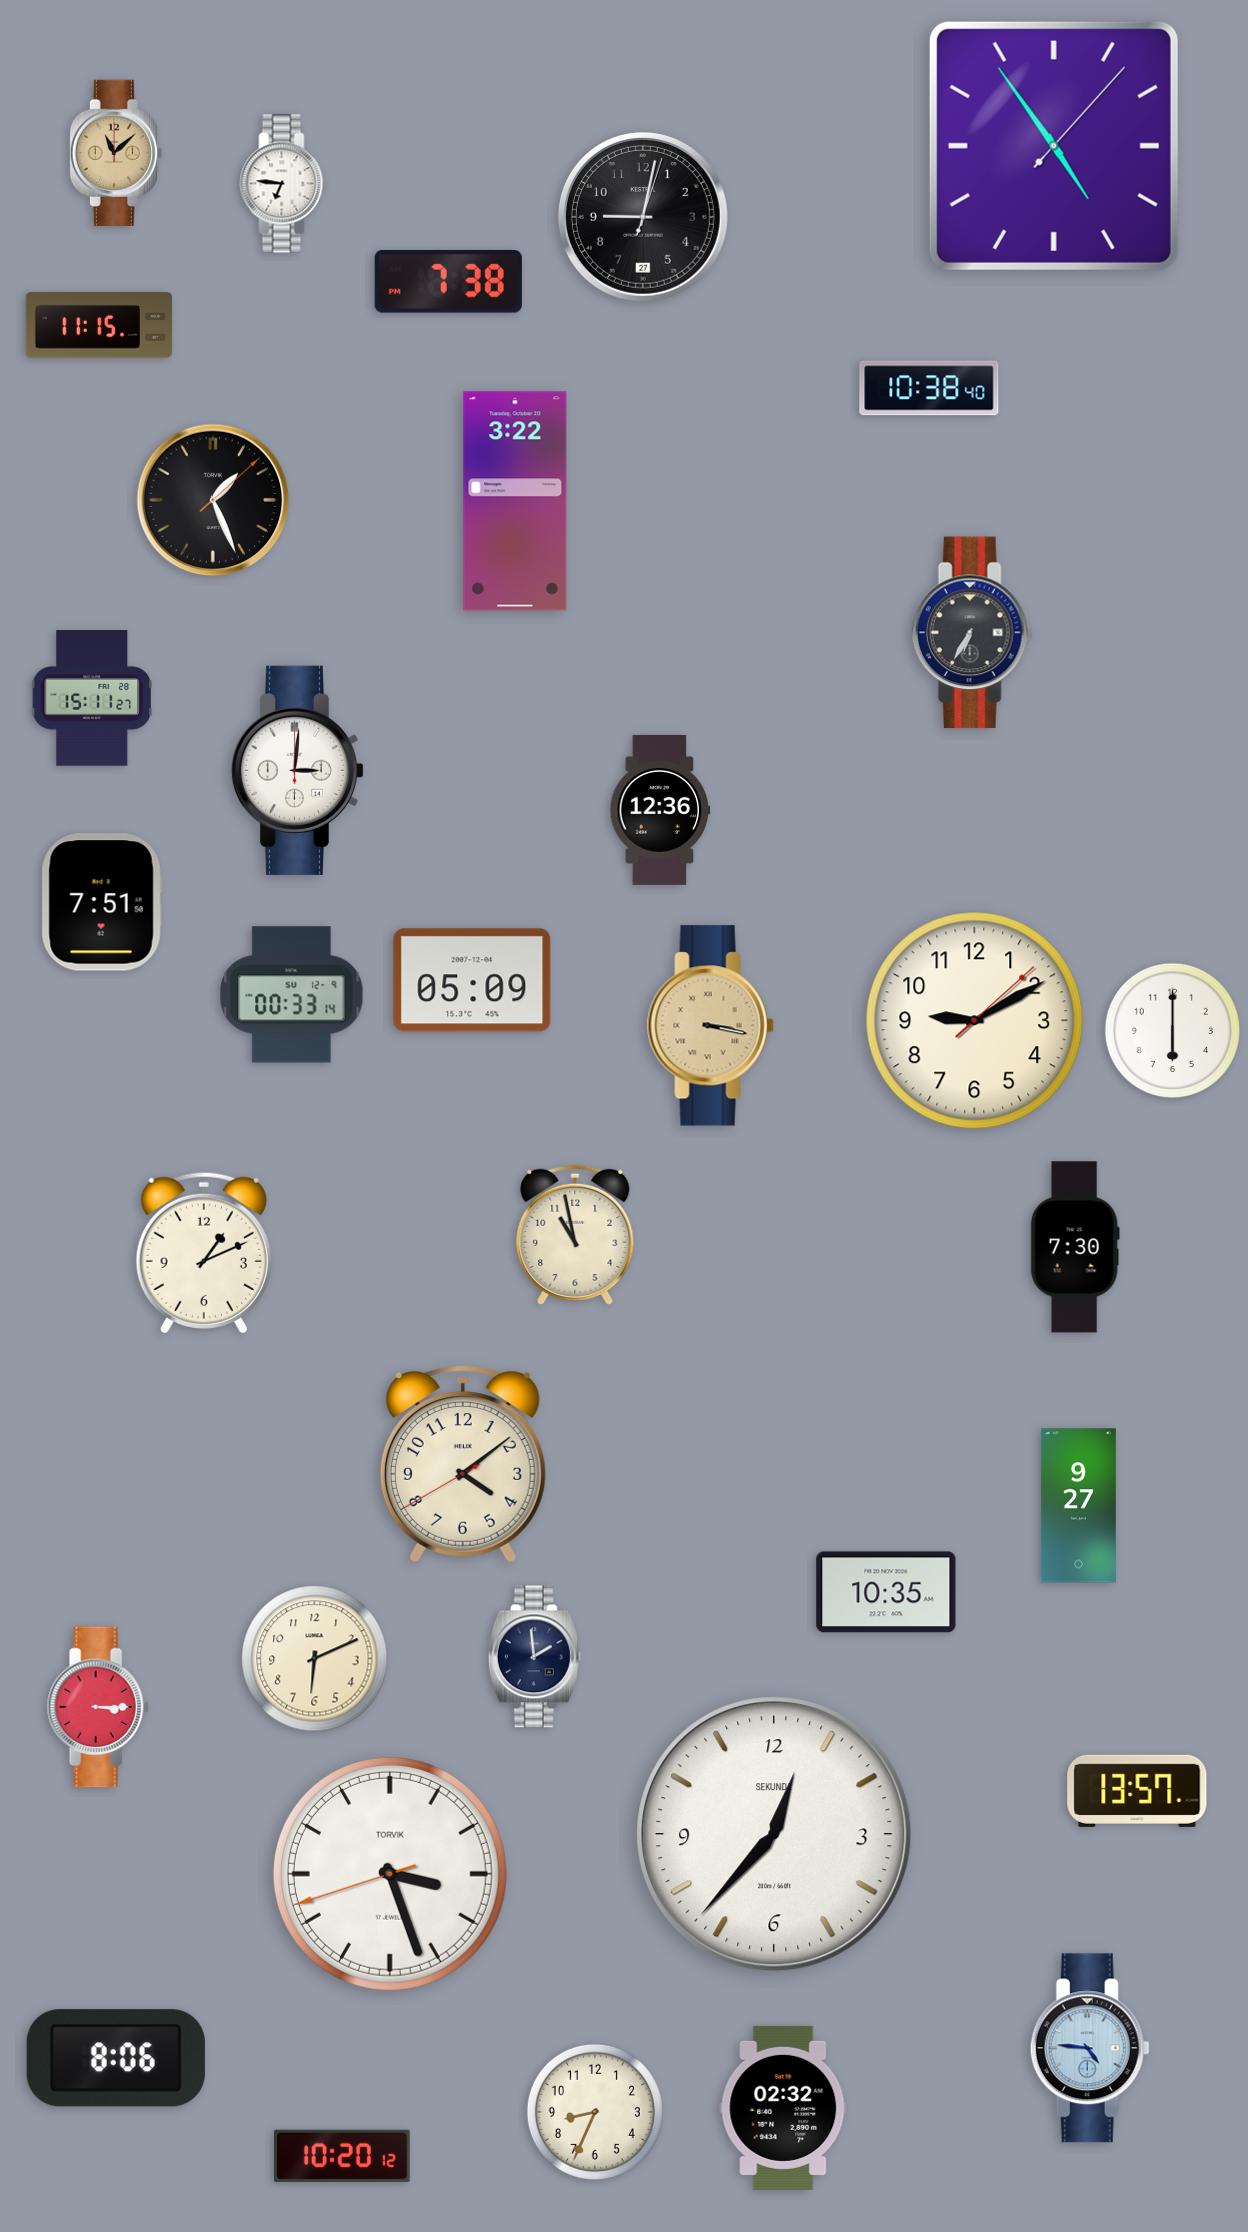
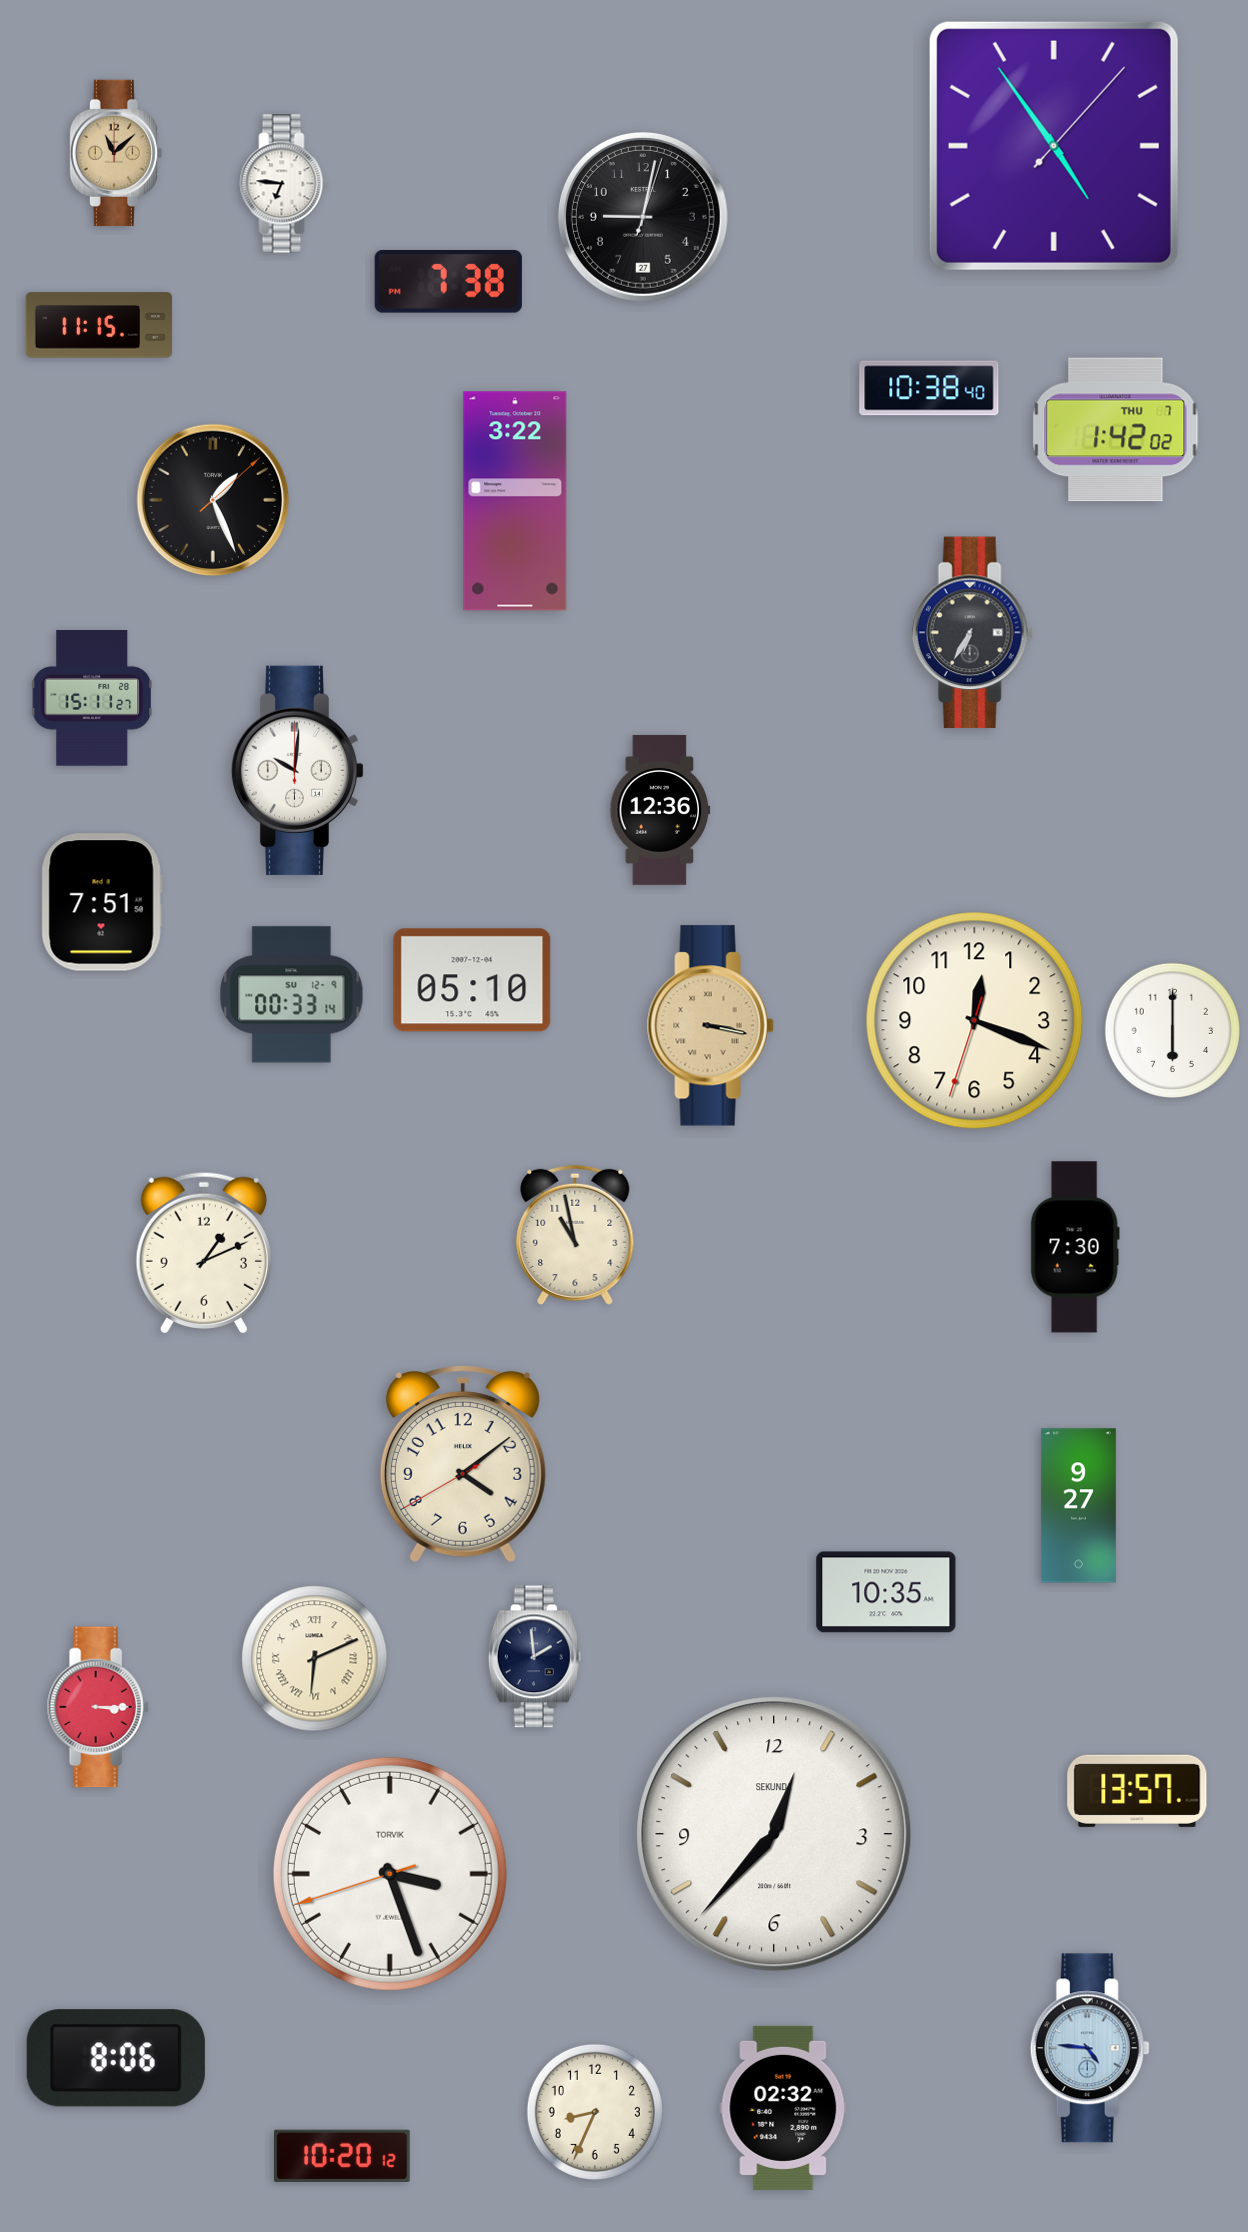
clock at (1116, 430): none -> 1:42
clock at (298, 770): 3:01 -> 10:01
clock at (472, 980): 05:09 -> 05:10
clock at (975, 1021): 9:10 -> 12:18
clock at (315, 1659) numerals: Arabic -> Roman
